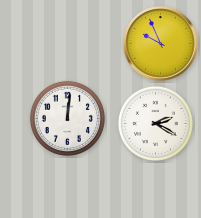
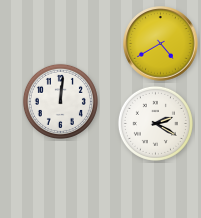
clock at (161, 44): 9:56 -> 4:40
clock at (67, 118) position: (67, 118) -> (60, 101)
